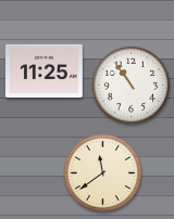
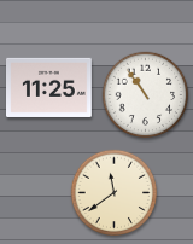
clock at (45, 70) position: (45, 70) -> (49, 87)
